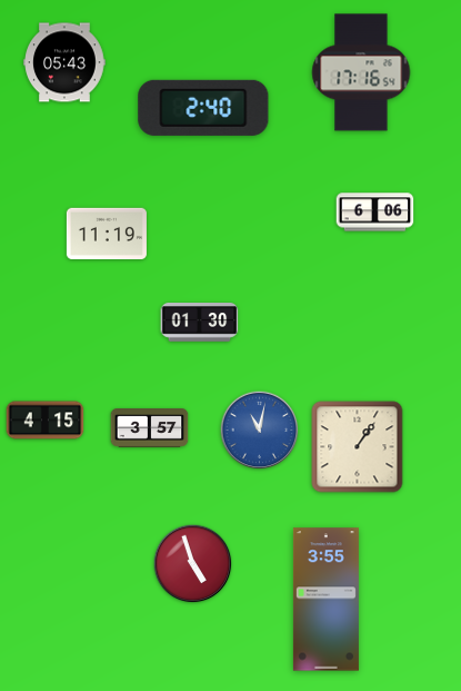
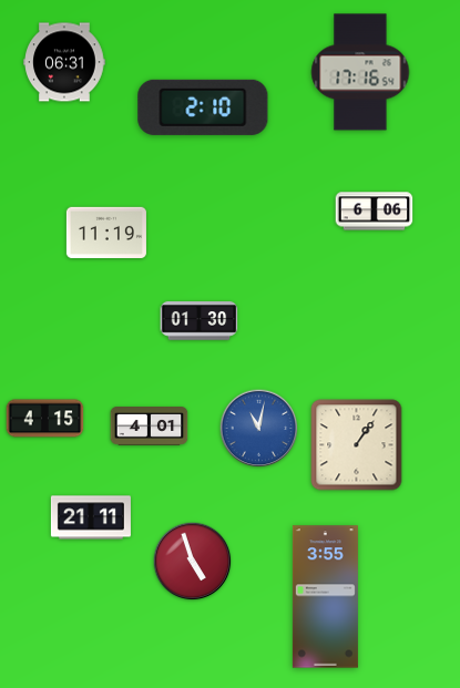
clock at (64, 62): 05:43 -> 06:31
clock at (203, 108): 2:40 -> 2:10
clock at (150, 428): 3:57 -> 4:01
clock at (91, 517): none -> 21:11
